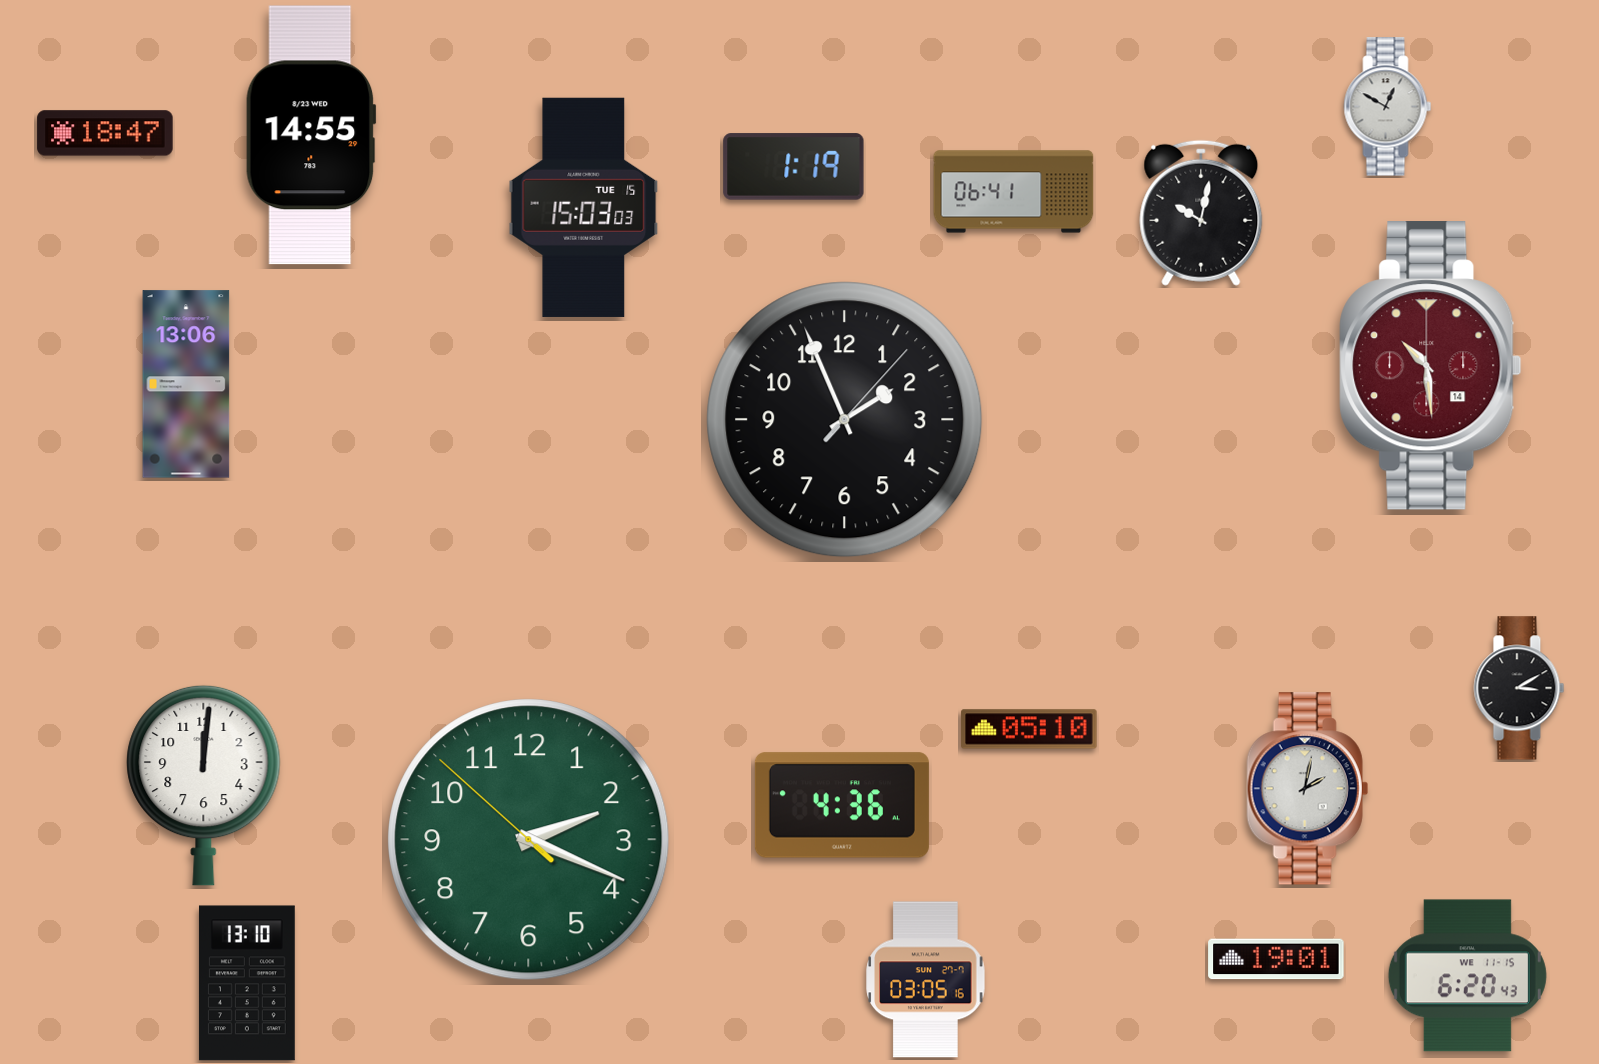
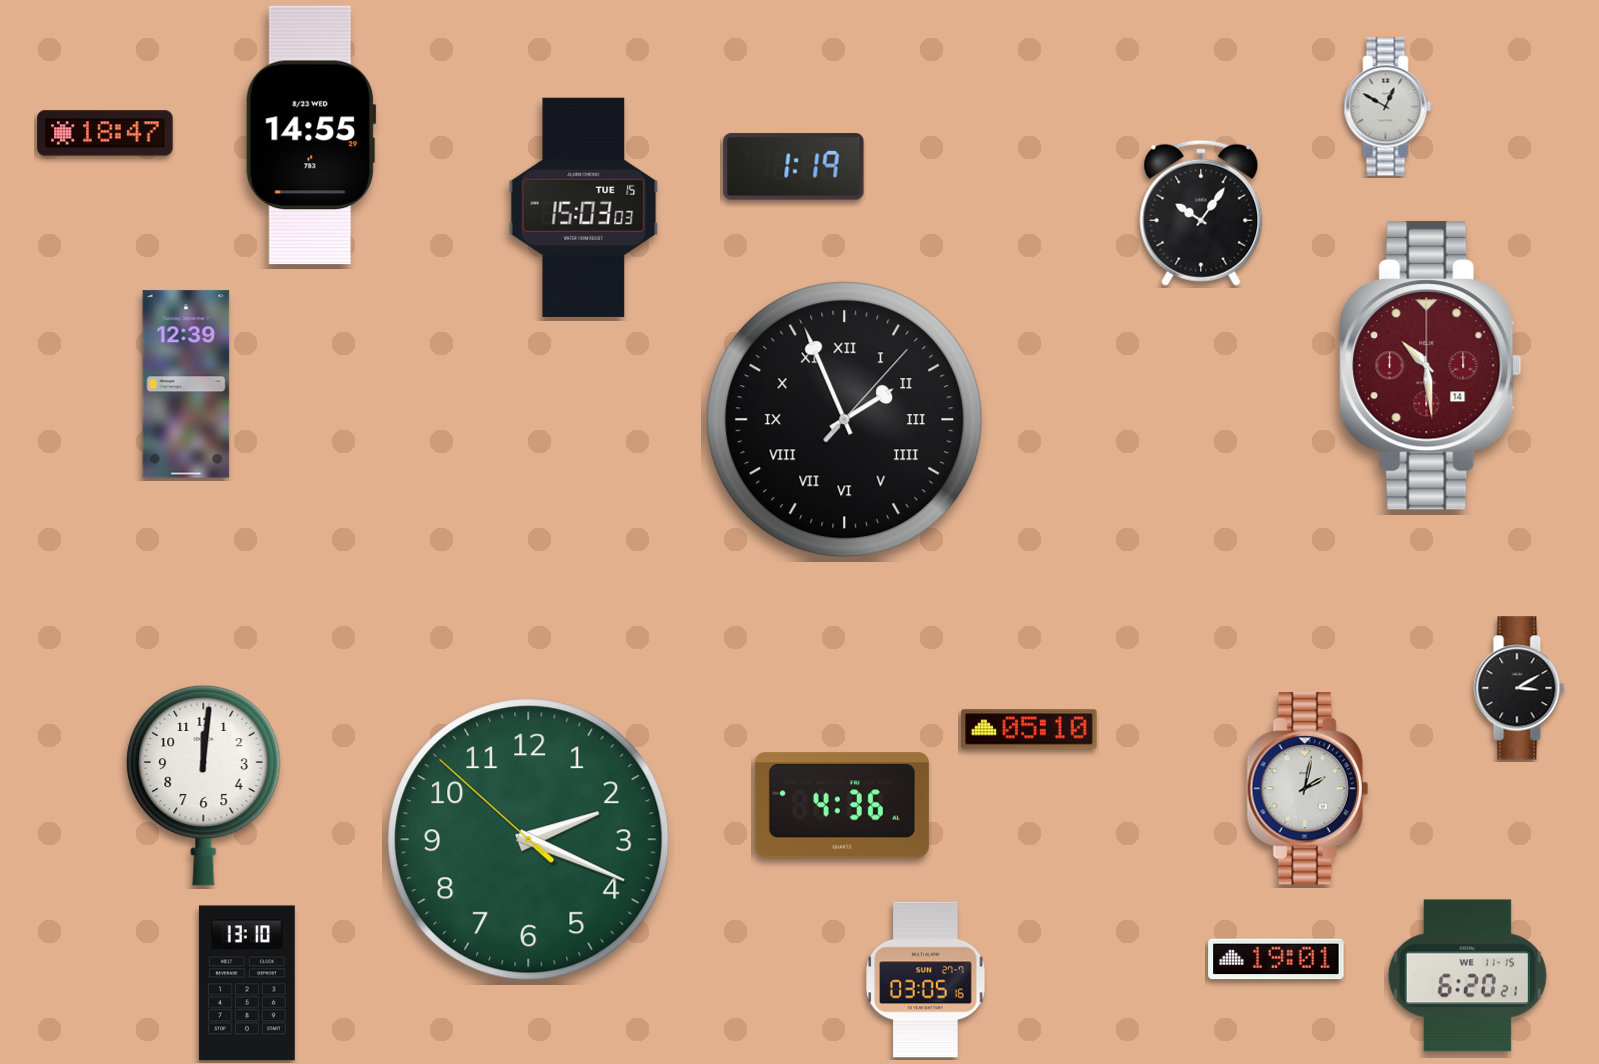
clock at (1014, 192): 06:41 -> none
clock at (1201, 213): 10:02 -> 10:06
clock at (186, 384): 13:06 -> 12:39
clock at (845, 420) numerals: Arabic -> Roman
clock at (1467, 976): 6:20:43 -> 6:20:21
